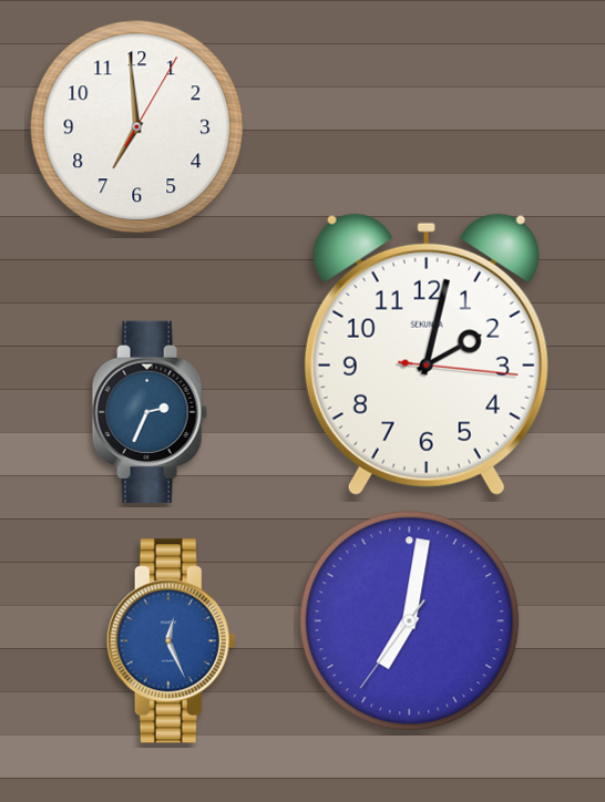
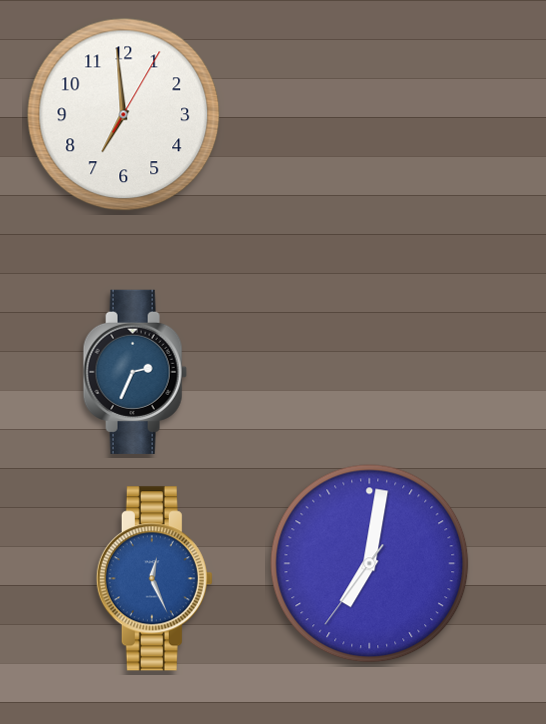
clock at (427, 354): 2:02 -> none
clock at (410, 621) position: (410, 621) -> (370, 564)
